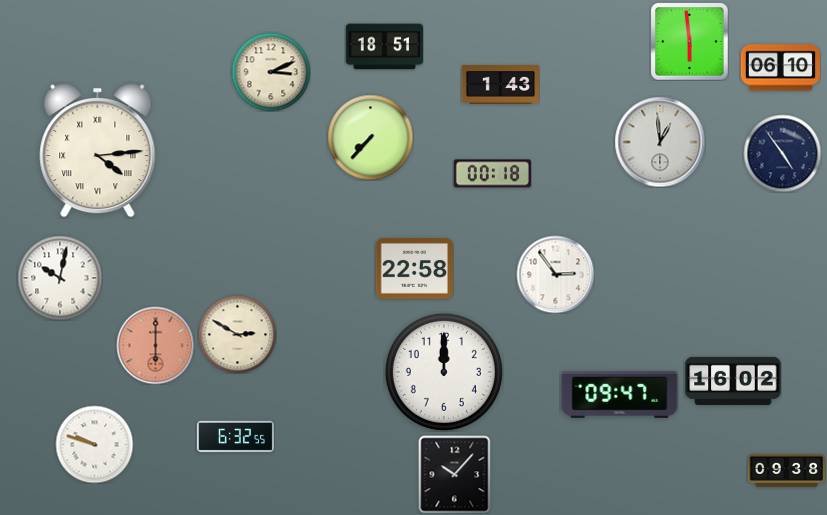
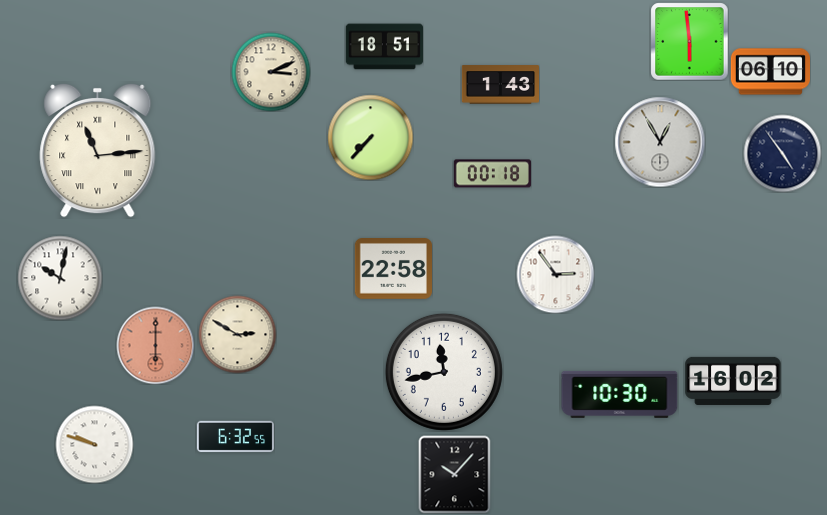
clock at (780, 68) position: (780, 68) -> (770, 72)
clock at (660, 142): 12:59 -> 12:55
clock at (98, 150): 4:14 -> 11:14
clock at (414, 269) position: (414, 269) -> (393, 269)
clock at (444, 372): 12:00 -> 11:43
clock at (620, 394): 09:47 -> 10:30
clock at (786, 470): 09:38 -> none
